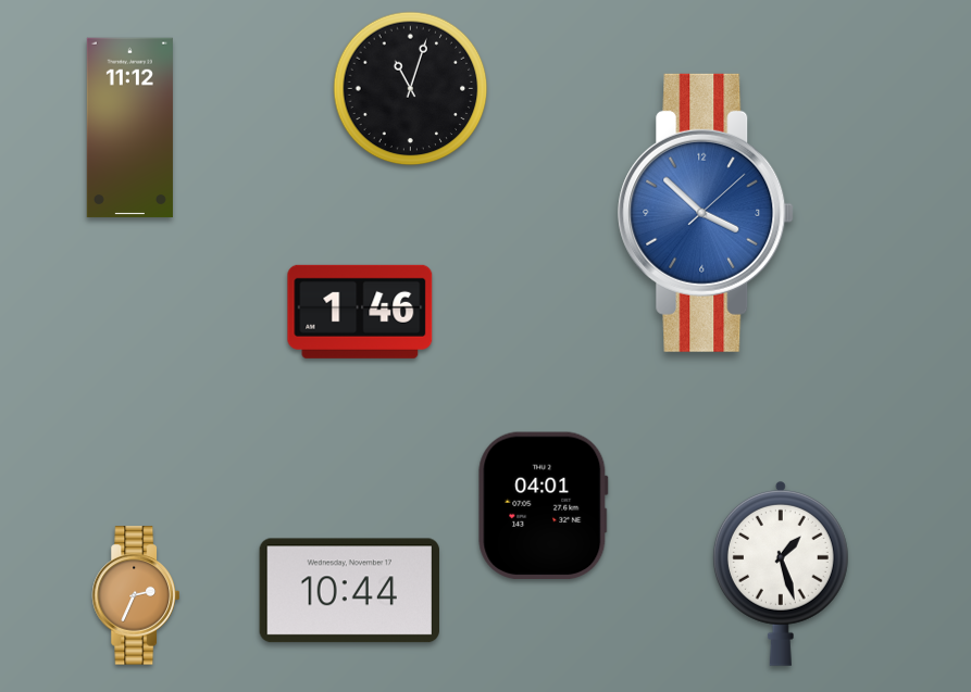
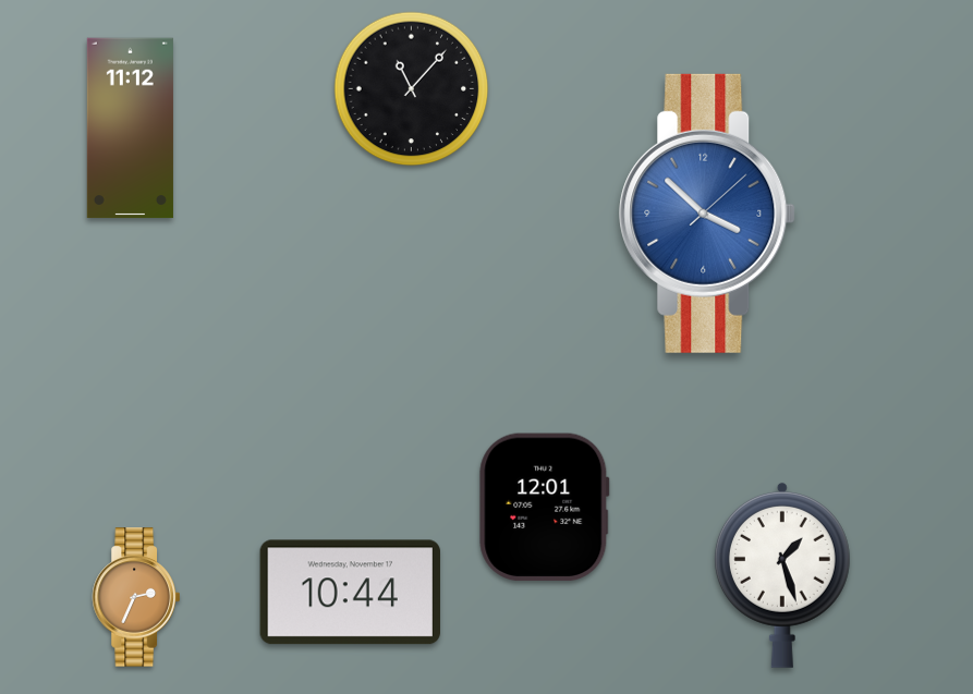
clock at (411, 89): 11:03 -> 11:07
clock at (360, 312): 1:46 -> none
clock at (544, 506): 04:01 -> 12:01
